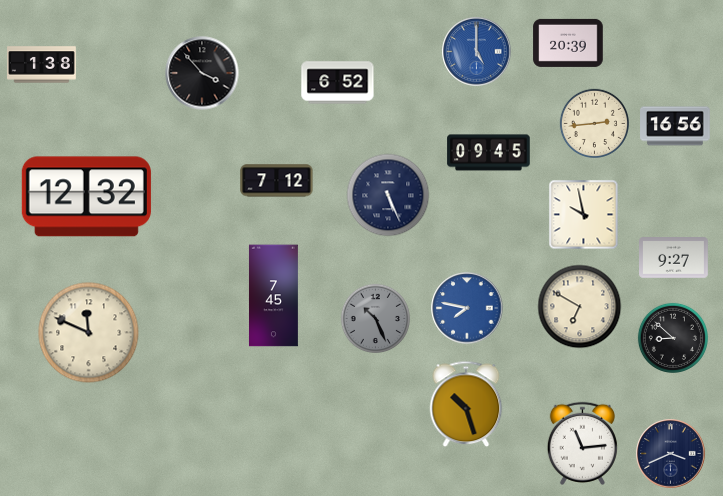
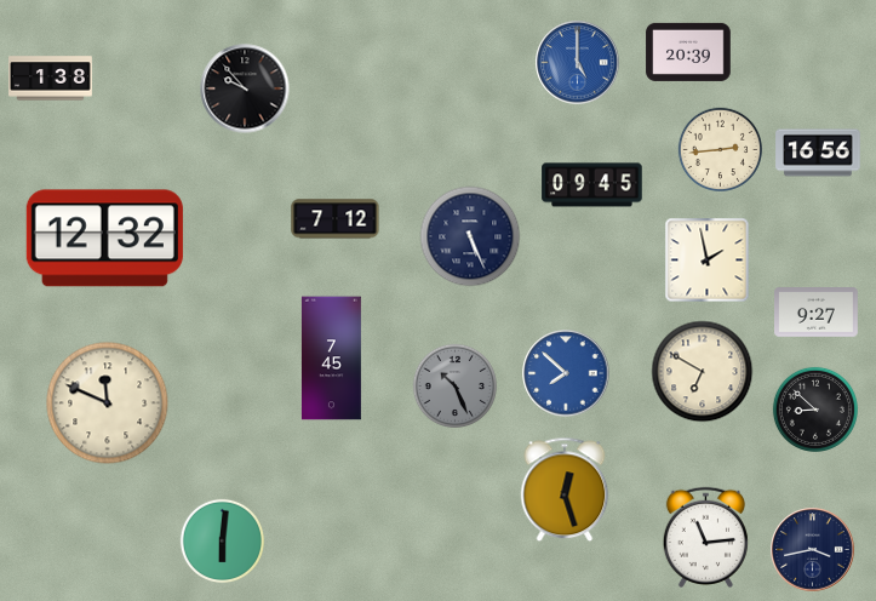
clock at (202, 73): 3:53 -> 9:53
clock at (338, 83): 6:52 -> none
clock at (584, 215): 9:58 -> 1:58
clock at (467, 308): 7:47 -> 7:52
clock at (466, 404): 10:27 -> 12:27
clock at (222, 540): none -> 6:01
clock at (671, 454): 3:41 -> 3:43
